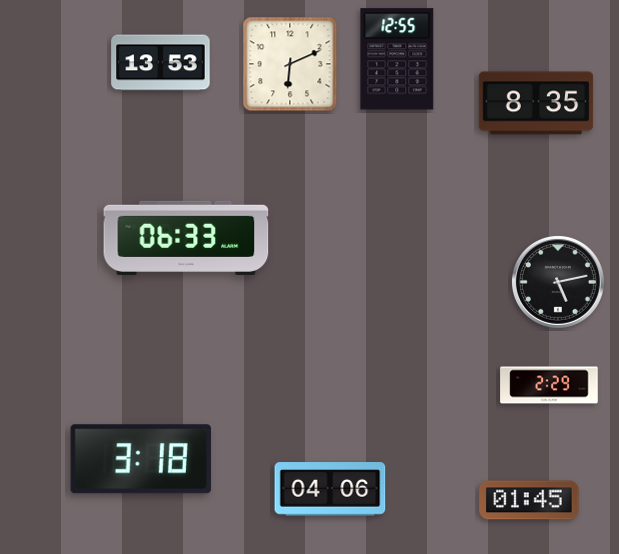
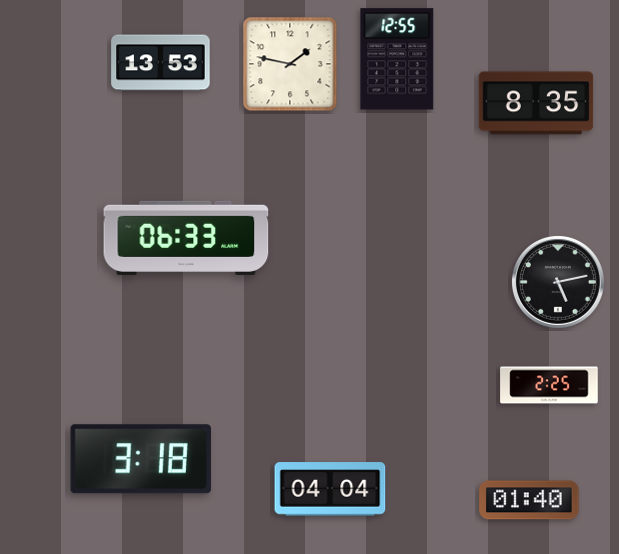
clock at (290, 64): 6:11 -> 1:47
clock at (549, 385): 2:29 -> 2:25
clock at (330, 489): 04:06 -> 04:04
clock at (529, 500): 01:45 -> 01:40
